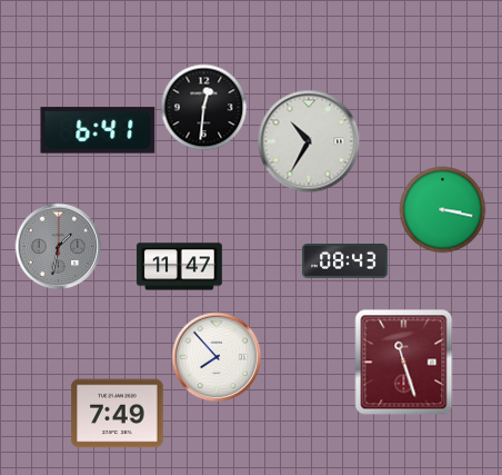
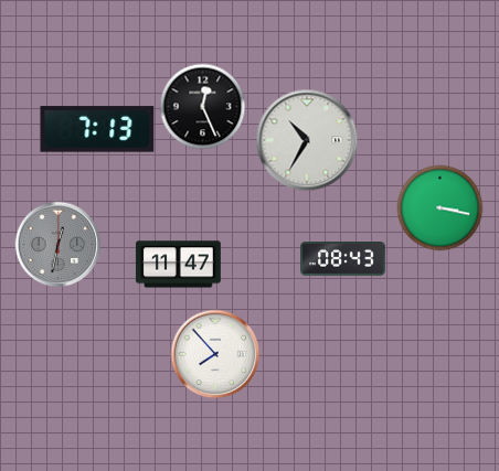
clock at (203, 107): 12:31 -> 12:26
clock at (98, 130): 6:41 -> 7:13
clock at (58, 246): 1:32 -> 12:32
clock at (404, 362): 11:27 -> none
clock at (118, 414): 7:49 -> none
